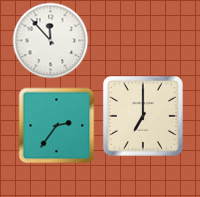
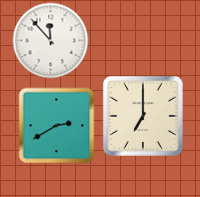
clock at (57, 126): 2:36 -> 2:40
